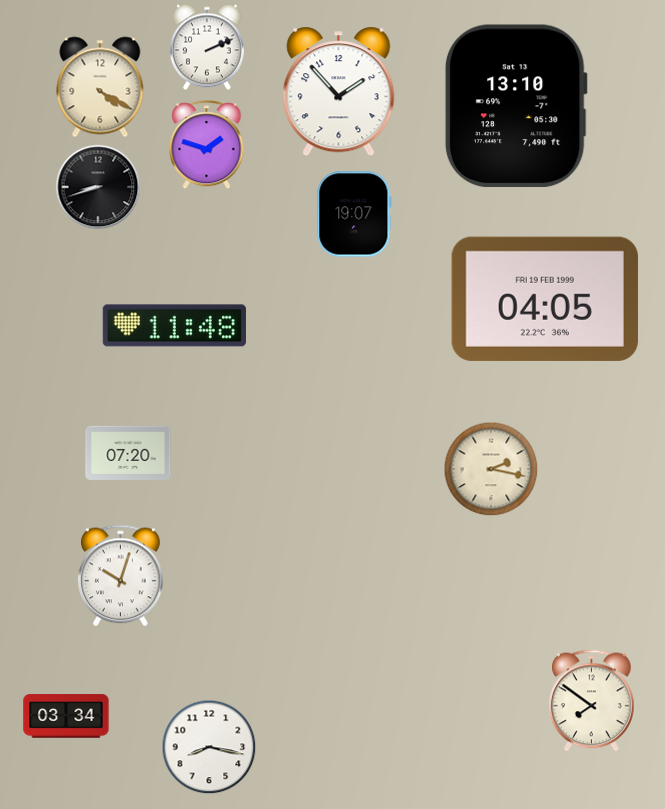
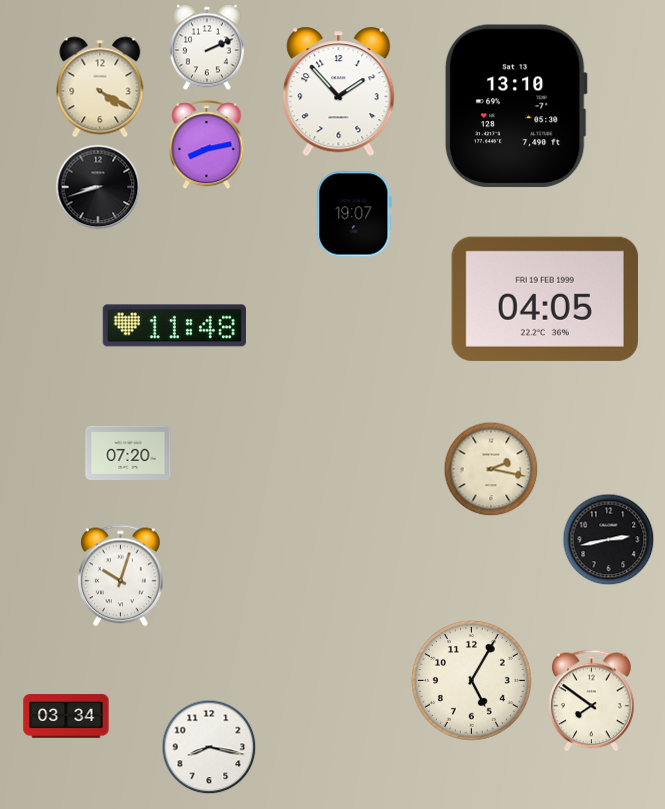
clock at (207, 145): 1:48 -> 8:13
clock at (609, 540): none -> 2:43
clock at (471, 680): none -> 5:05
